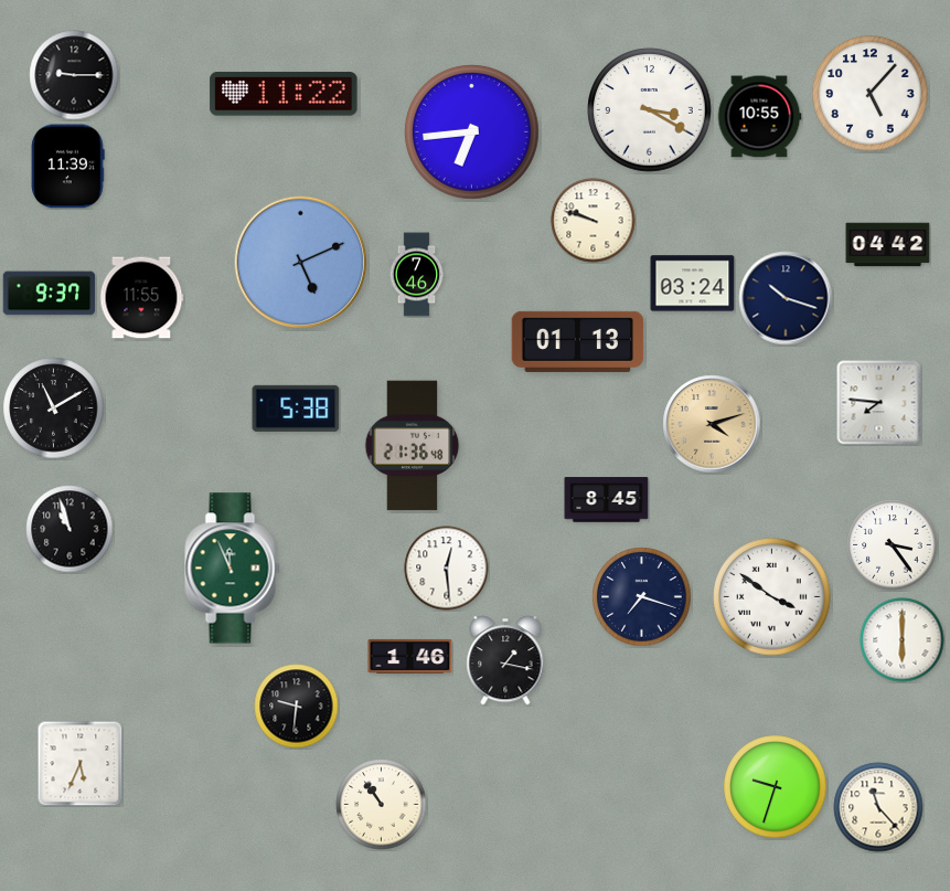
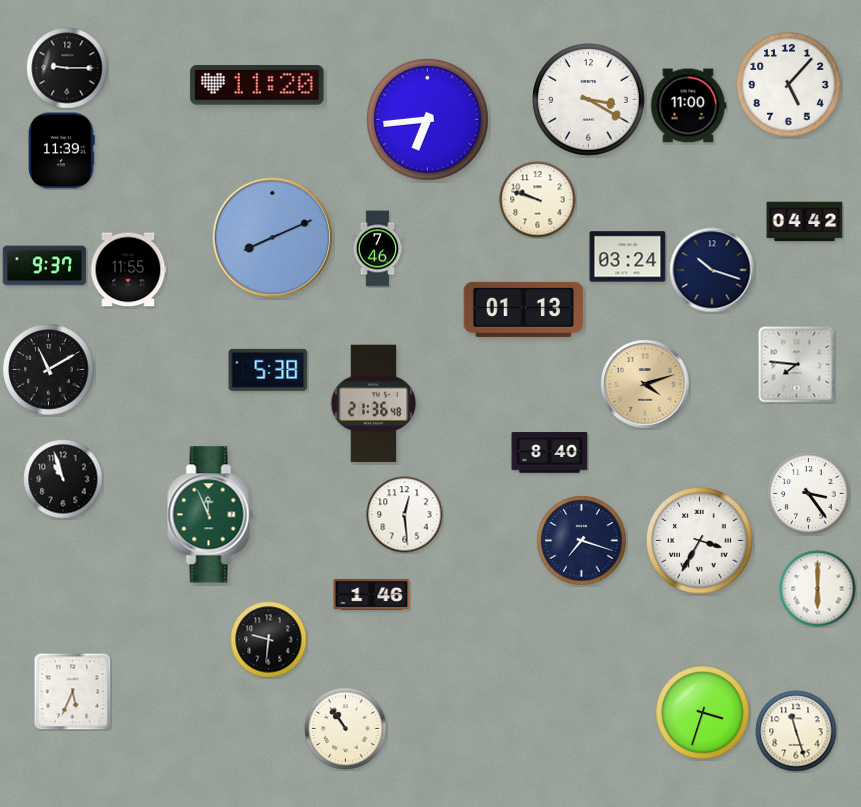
clock at (284, 94): 11:22 -> 11:20
clock at (759, 117): 10:55 -> 11:00
clock at (301, 263): 5:11 -> 8:11
clock at (607, 500): 8:45 -> 8:40
clock at (772, 597): 3:51 -> 3:35
clock at (903, 640) position: (903, 640) -> (818, 589)
clock at (505, 660): 1:17 -> none
clock at (776, 787): 9:33 -> 3:33
clock at (878, 807): 11:23 -> 11:27
